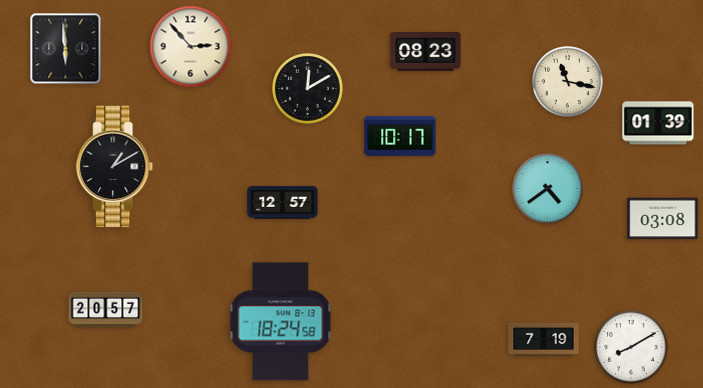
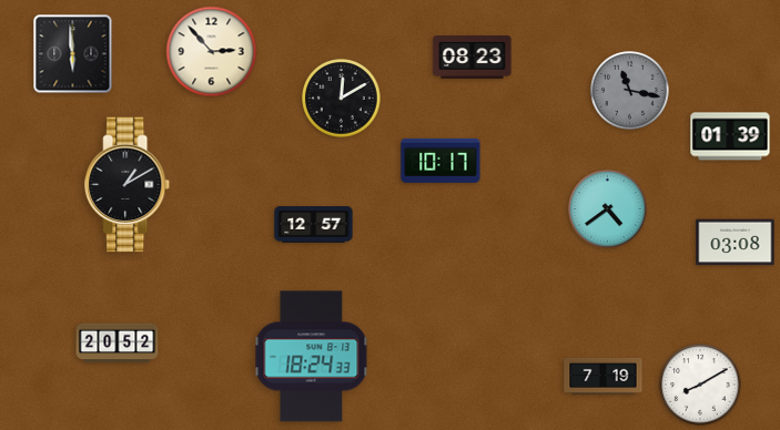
clock at (568, 82) dial: cream -> grey
clock at (400, 136) position: (400, 136) -> (440, 161)
clock at (106, 310): 20:57 -> 20:52
clock at (281, 322): 18:24:58 -> 18:24:33
